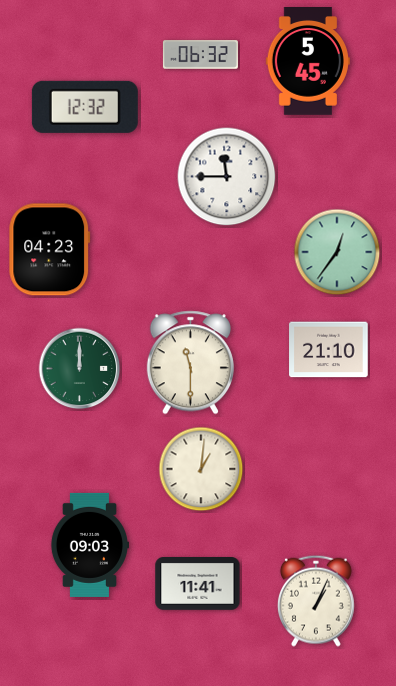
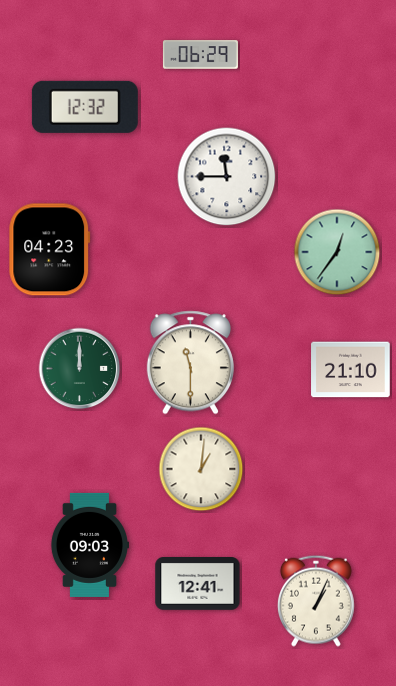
clock at (200, 55): 06:32 -> 06:29
clock at (308, 62): 5:45 -> none
clock at (329, 350) position: (329, 350) -> (351, 370)
clock at (198, 584): 11:41 -> 12:41
